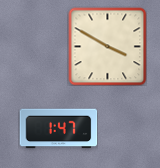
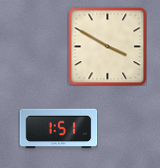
clock at (58, 129): 1:47 -> 1:51
